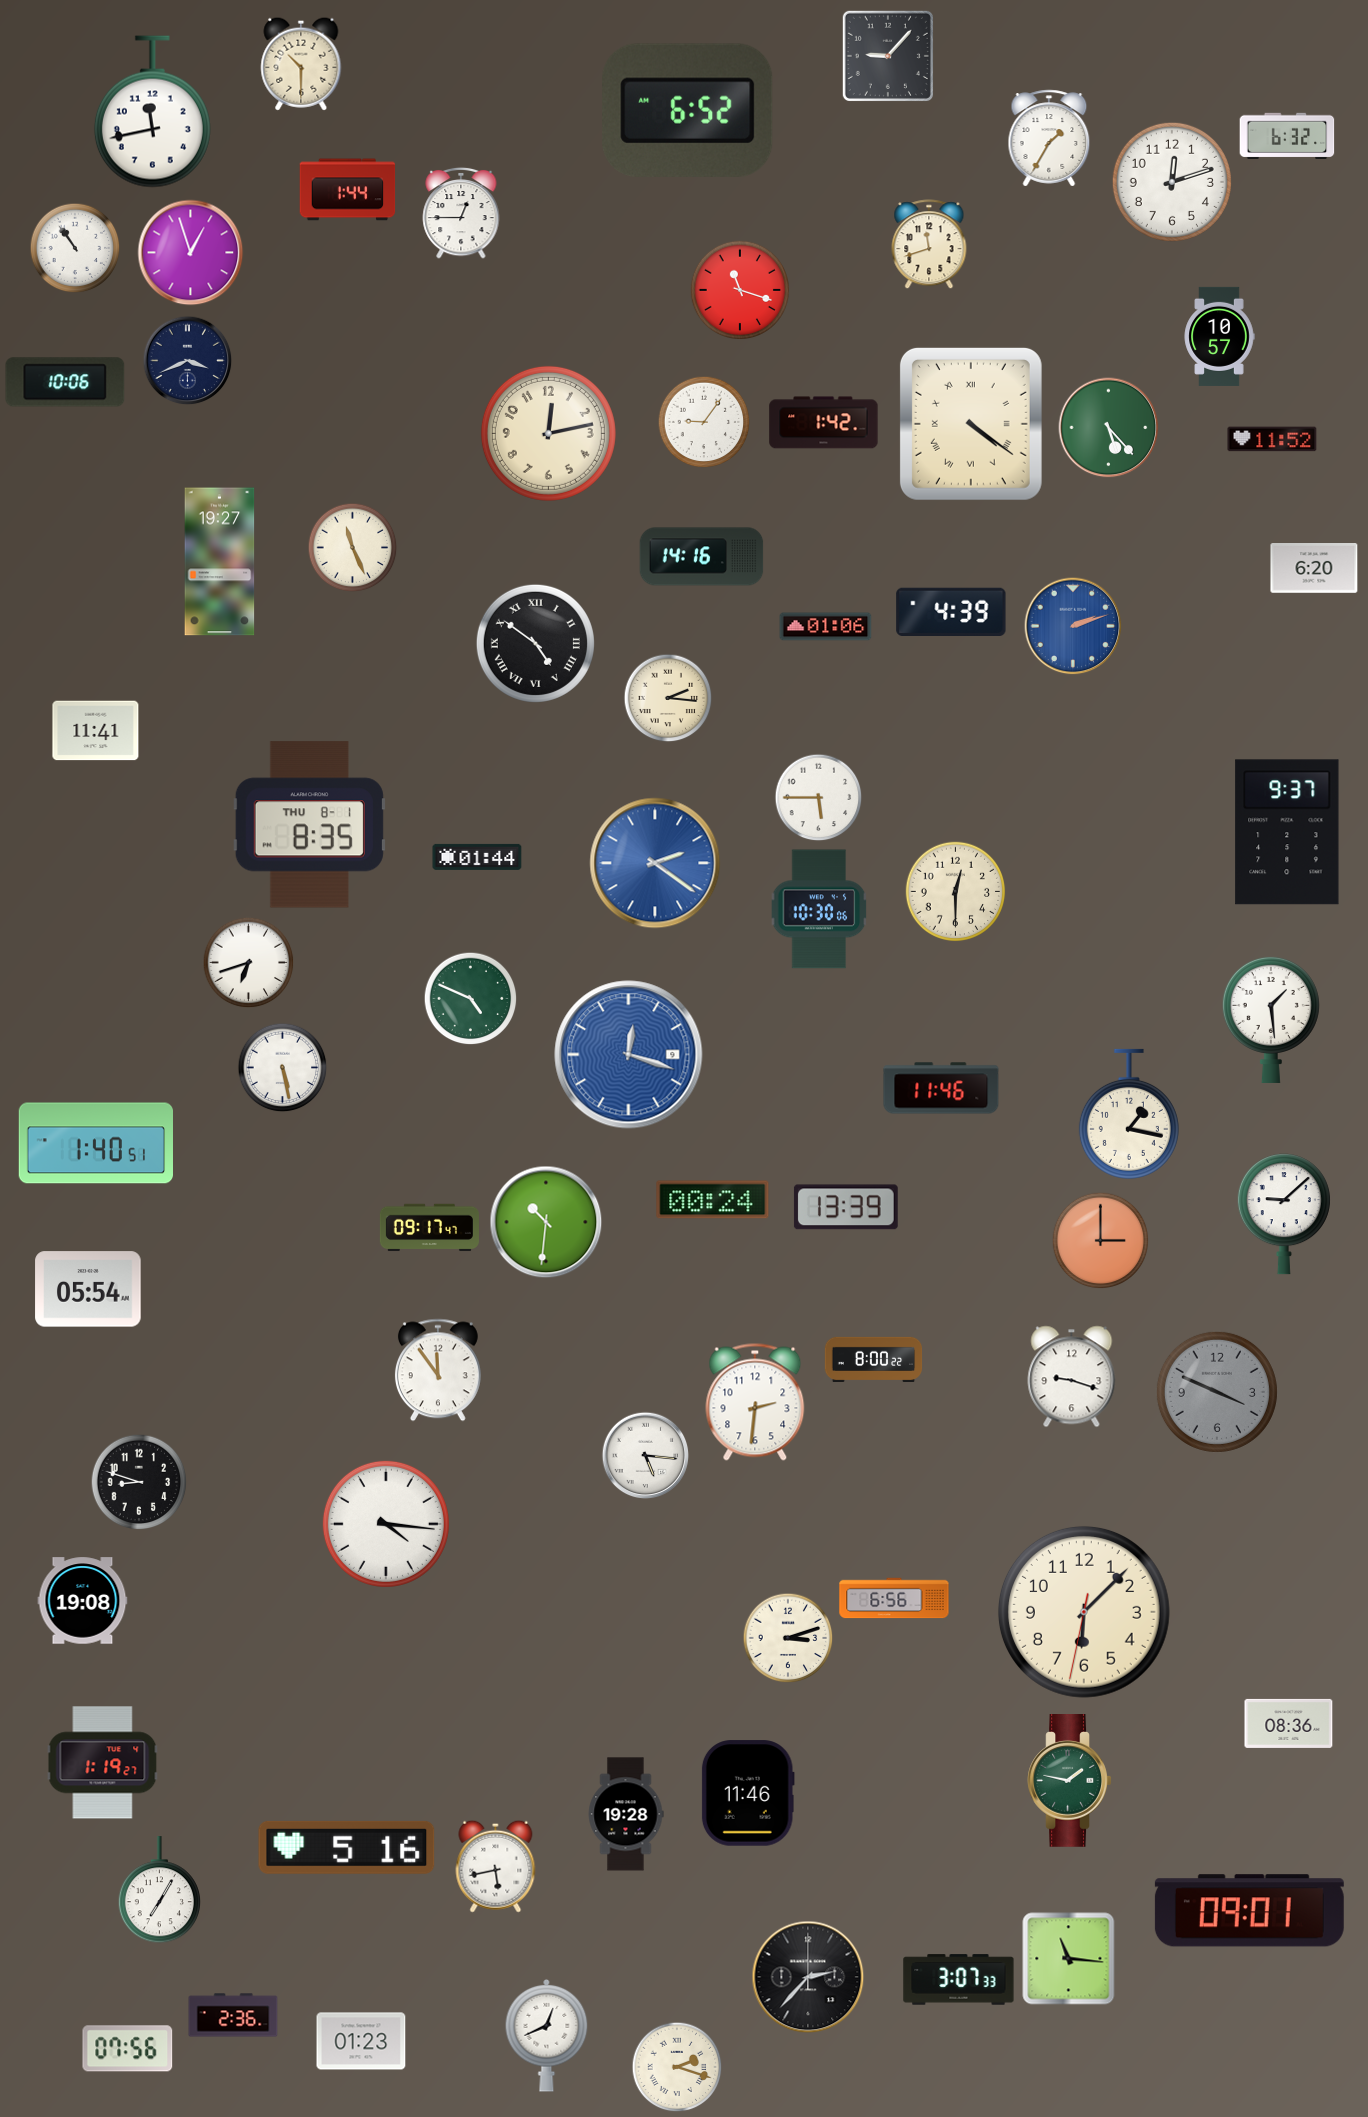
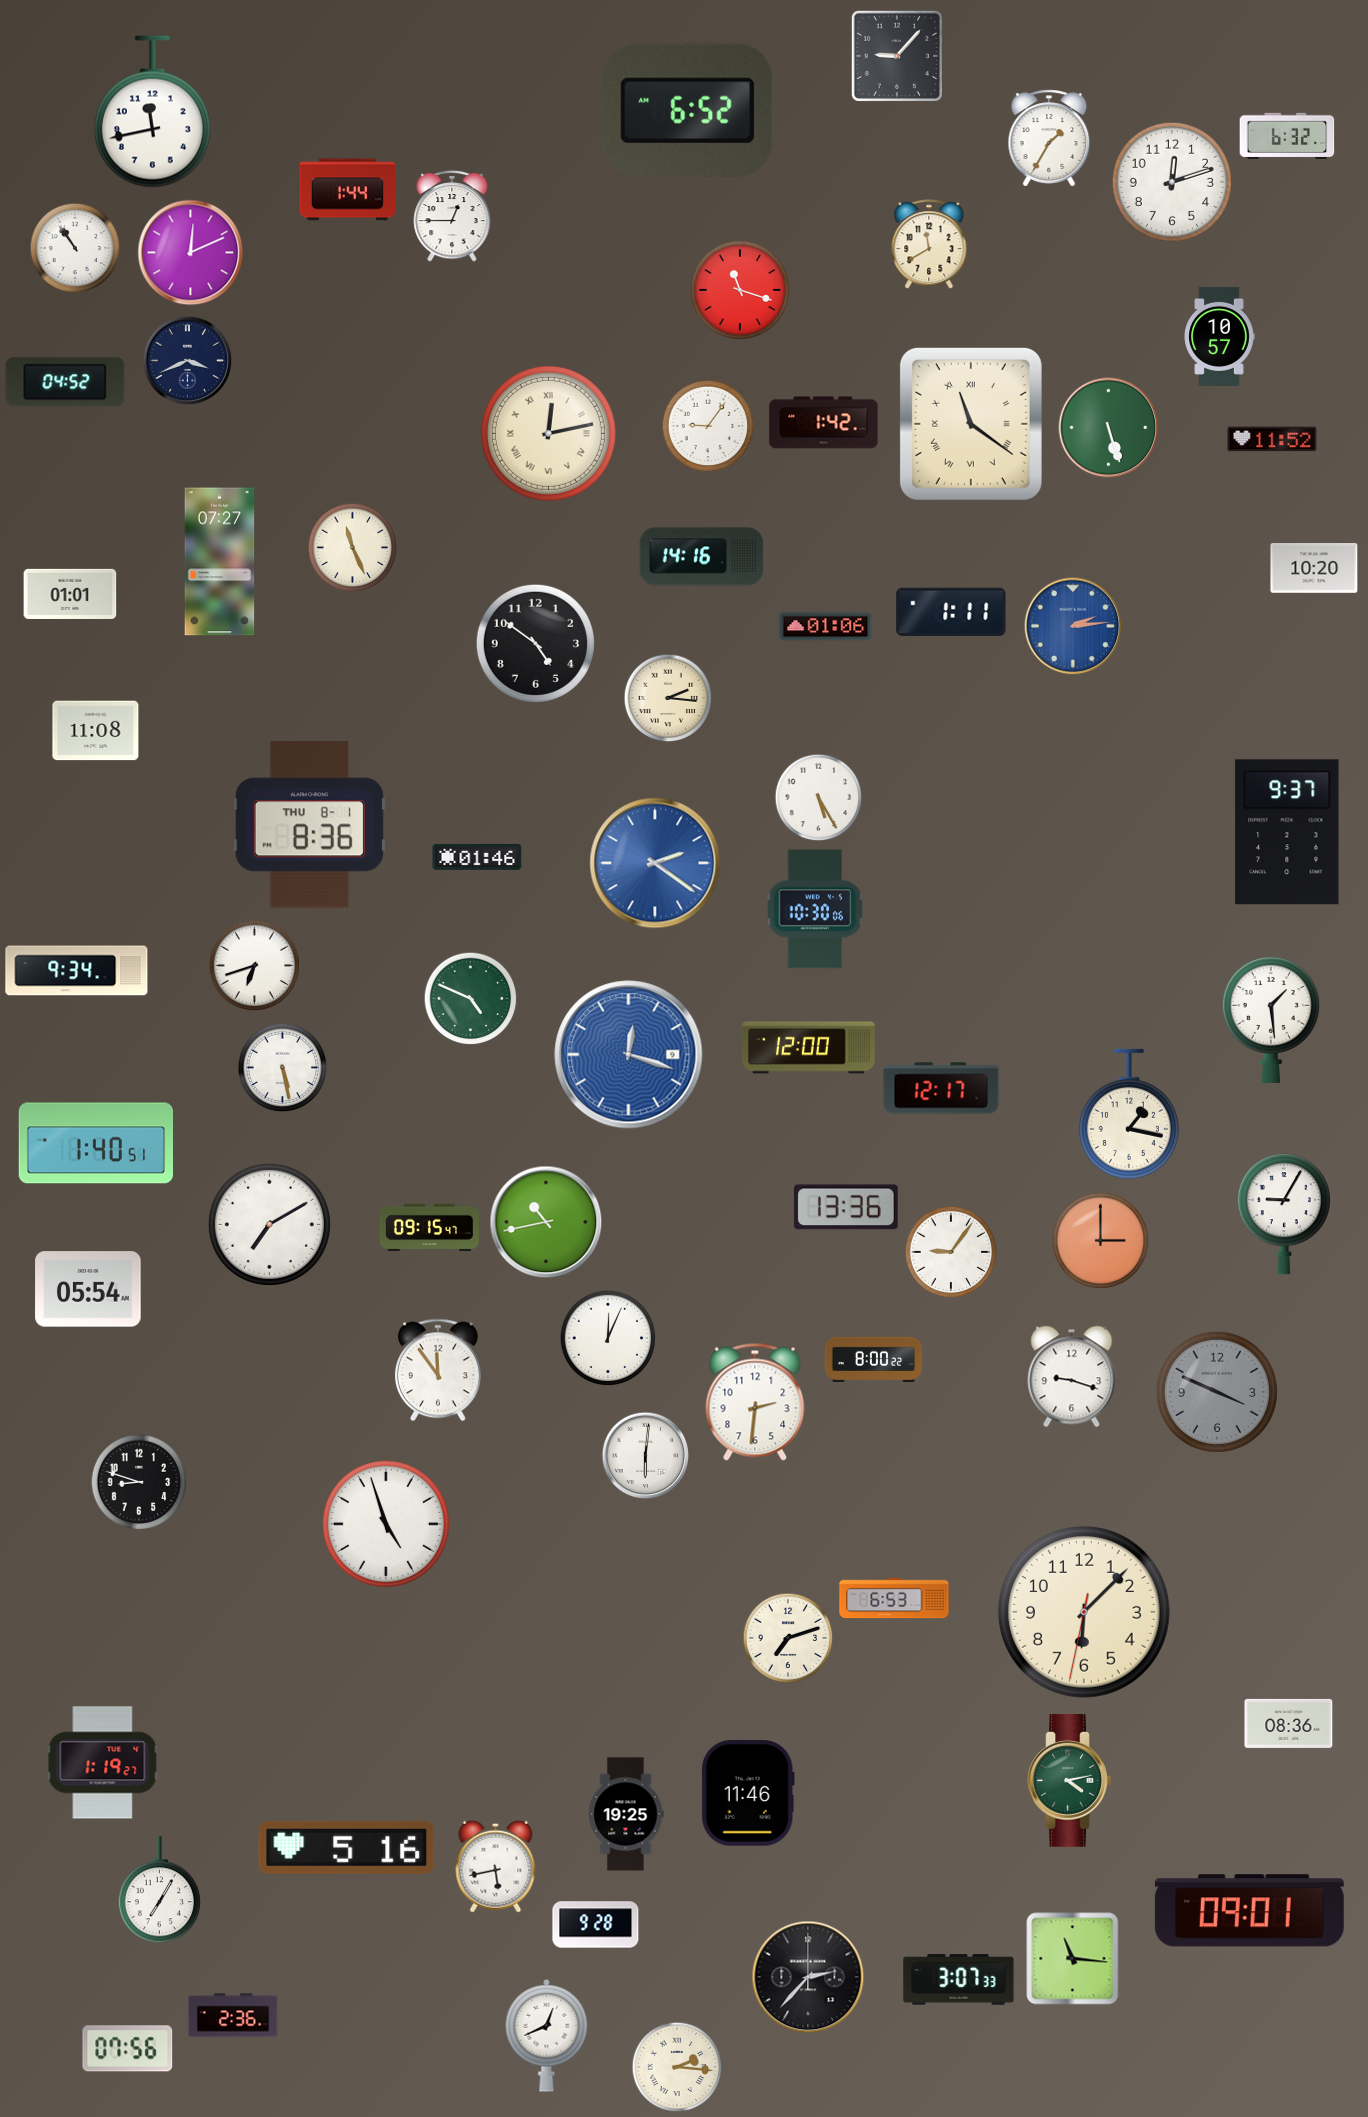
clock at (888, 56) position: (888, 56) -> (897, 56)
clock at (301, 64): 10:30 -> none
clock at (461, 213) position: (461, 213) -> (452, 216)
clock at (929, 245): 11:42 -> 11:40
clock at (191, 253): 12:57 -> 12:11
clock at (65, 382): 10:06 -> 04:52
clock at (704, 422) position: (704, 422) -> (708, 426)
clock at (971, 424): 4:21 -> 11:21
clock at (1109, 428): 5:23 -> 5:27
clock at (548, 433) numerals: Arabic -> Roman
clock at (220, 562): 19:27 -> 07:27
clock at (1314, 569): 6:20 -> 10:20
clock at (70, 594): none -> 01:01
clock at (951, 611): 4:39 -> 1:11
clock at (1073, 626): 2:12 -> 2:14
clock at (535, 643) numerals: Roman -> Arabic
clock at (96, 731): 11:41 -> 11:08
clock at (819, 798): 5:45 -> 5:25
clock at (309, 825): 8:35 -> 8:36
clock at (477, 857): 01:44 -> 01:46
clock at (956, 892): 12:30 -> none
clock at (819, 909) position: (819, 909) -> (815, 909)
clock at (249, 963) position: (249, 963) -> (255, 966)
clock at (77, 971): none -> 9:34
clock at (809, 1048): none -> 12:00
clock at (941, 1088): 11:46 -> 12:17
clock at (713, 1200): 00:24 -> none
clock at (846, 1207): 13:39 -> 13:36
clock at (1284, 1214): 9:08 -> 9:05
clock at (546, 1222): 10:31 -> 10:43
clock at (269, 1224): none -> 7:10
clock at (429, 1228): 09:17 -> 09:15
clock at (951, 1252): none -> 9:06
clock at (608, 1338): none -> 12:04
clock at (646, 1456): 5:16 -> 6:01
clock at (386, 1524): 4:16 -> 4:57
clock at (894, 1598): 6:56 -> 6:53
clock at (83, 1601): 19:08 -> none
clock at (788, 1638): 3:12 -> 7:12
clock at (1070, 1781): 1:47 -> 4:13
clock at (626, 1814): 19:28 -> 19:25
clock at (596, 1925): none -> 9:28
clock at (1069, 1959) position: (1069, 1959) -> (1073, 1959)
clock at (361, 2041): 01:23 -> none
clock at (677, 2067): 2:18 -> 2:16
